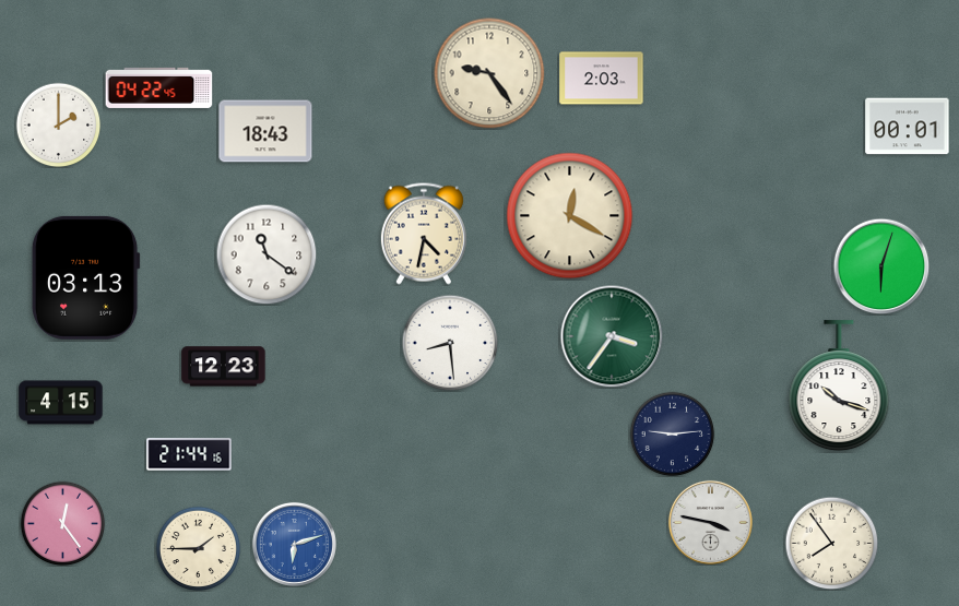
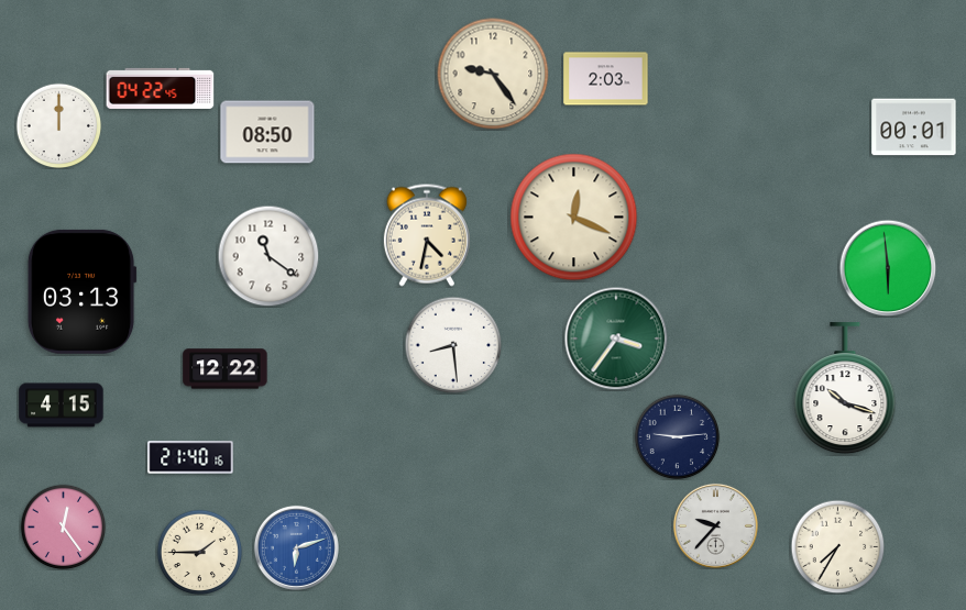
clock at (58, 124): 2:00 -> 12:00
clock at (265, 131): 18:43 -> 08:50
clock at (570, 216): 12:20 -> 12:19
clock at (881, 266): 6:03 -> 5:59
clock at (85, 277) position: (85, 277) -> (81, 291)
clock at (224, 367): 12:23 -> 12:22
clock at (189, 454): 21:44 -> 21:40
clock at (710, 522): 3:47 -> 9:37
clock at (831, 543): 7:54 -> 7:35
